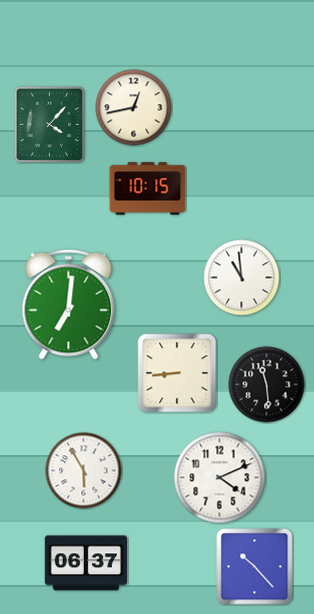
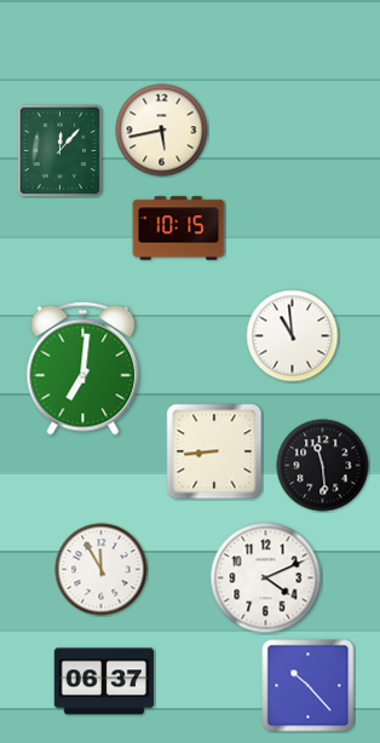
clock at (134, 108): 12:43 -> 5:43
clock at (50, 124): 4:07 -> 12:07
clock at (84, 471): 5:55 -> 11:55
